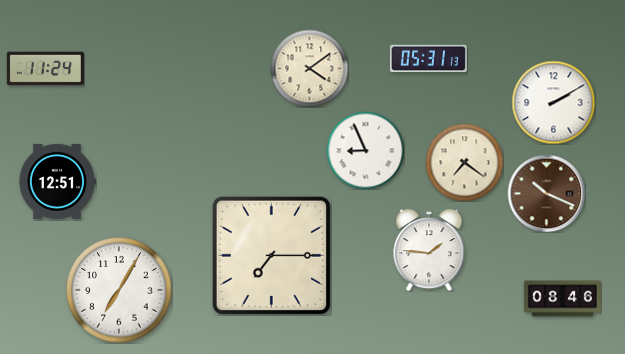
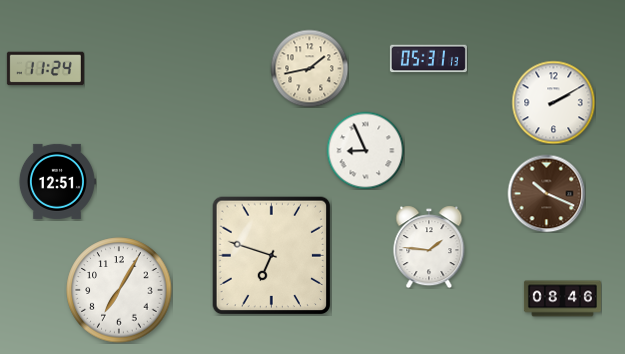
clock at (309, 68): 4:09 -> 1:43
clock at (464, 162): 7:21 -> none
clock at (429, 250) position: (429, 250) -> (429, 247)
clock at (271, 255): 7:15 -> 6:48
